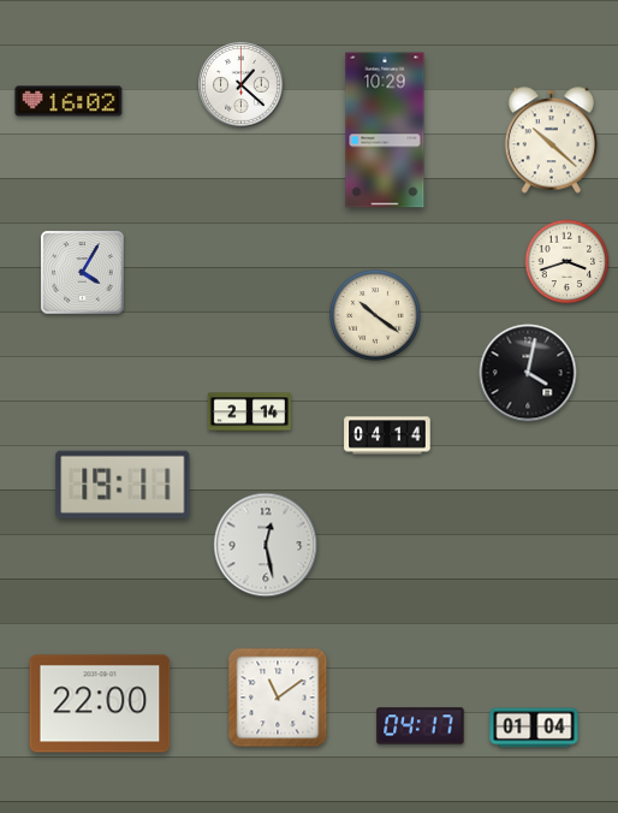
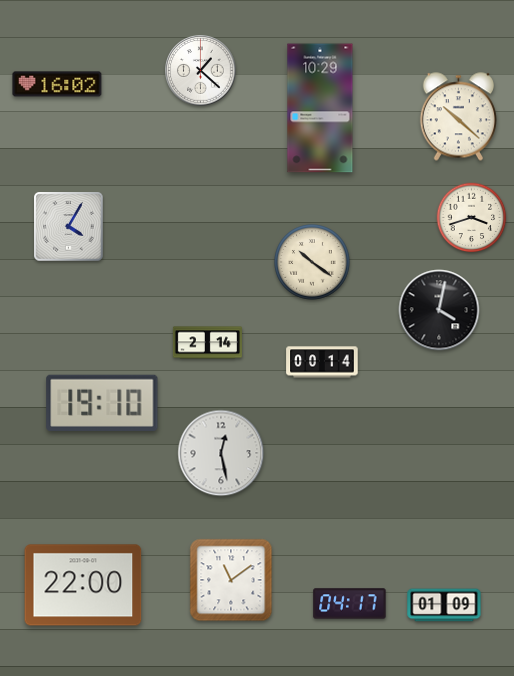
clock at (387, 435): 04:14 -> 00:14
clock at (123, 485): 19:11 -> 19:10
clock at (534, 728): 01:04 -> 01:09
